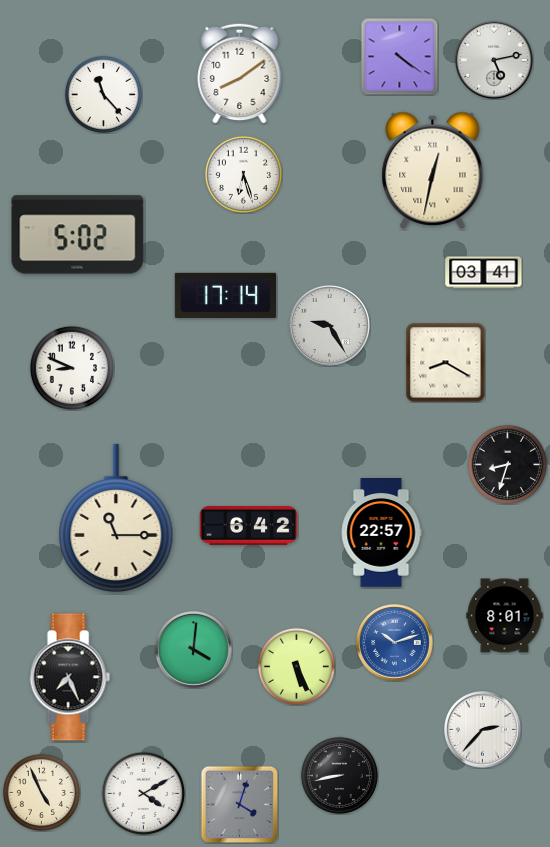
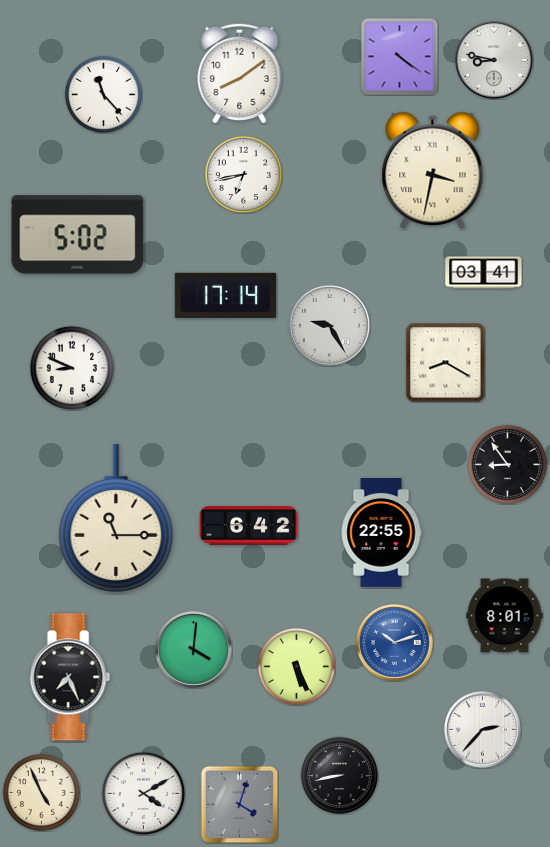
clock at (494, 60): 5:13 -> 8:47
clock at (433, 170): 12:32 -> 3:32
clock at (243, 174): 6:27 -> 6:43
clock at (507, 464): 8:33 -> 8:54
clock at (381, 533): 22:57 -> 22:55
